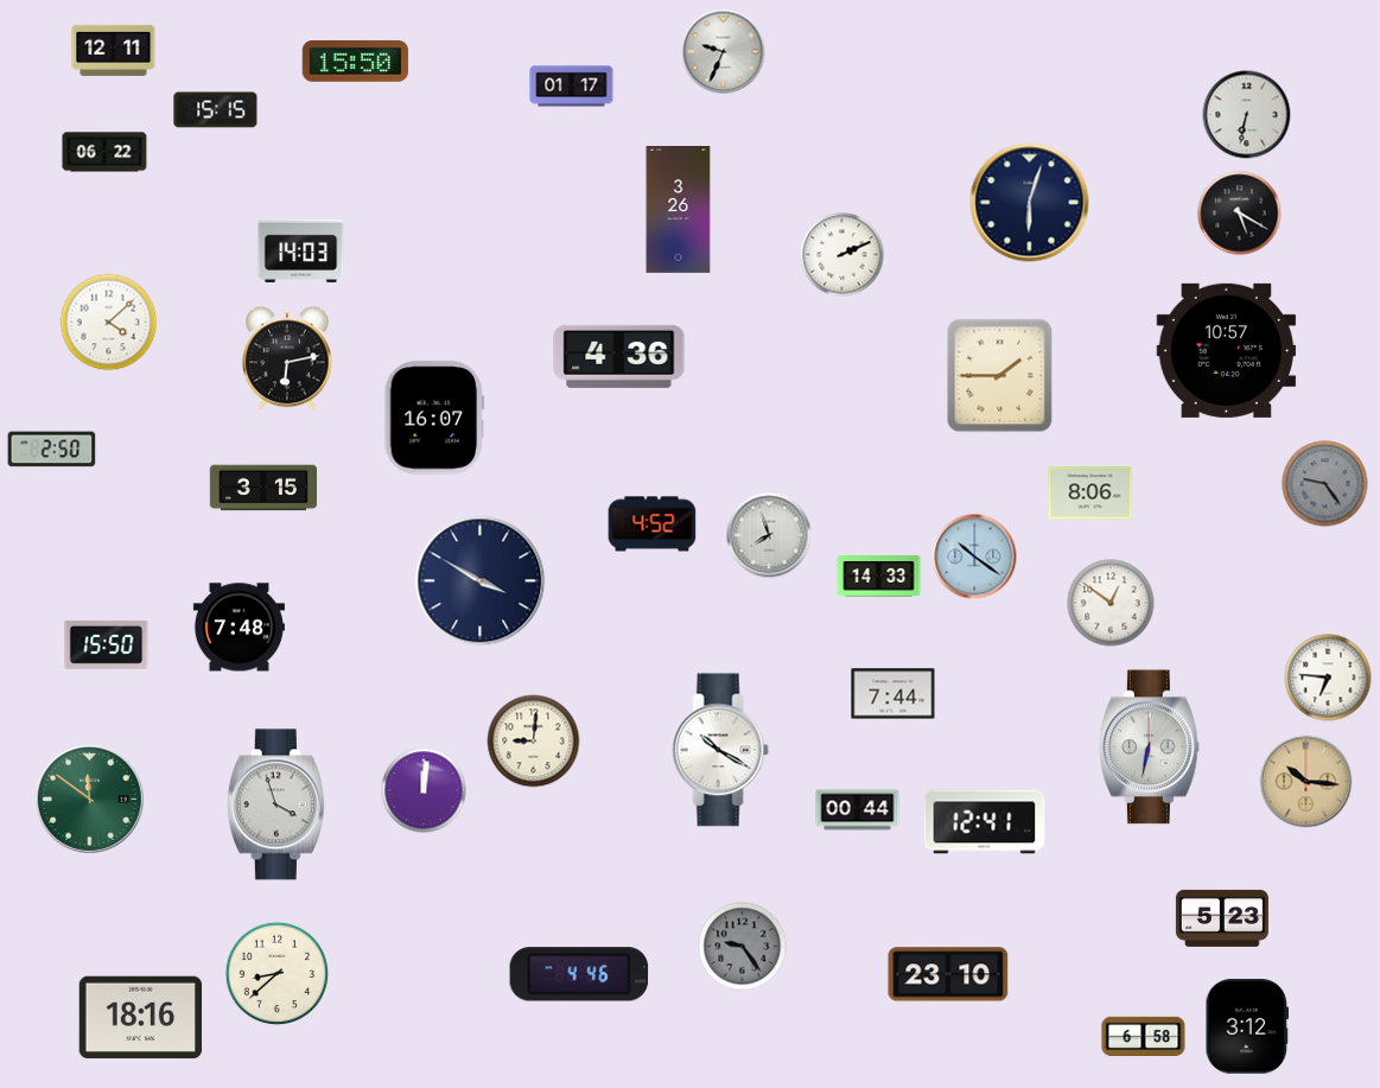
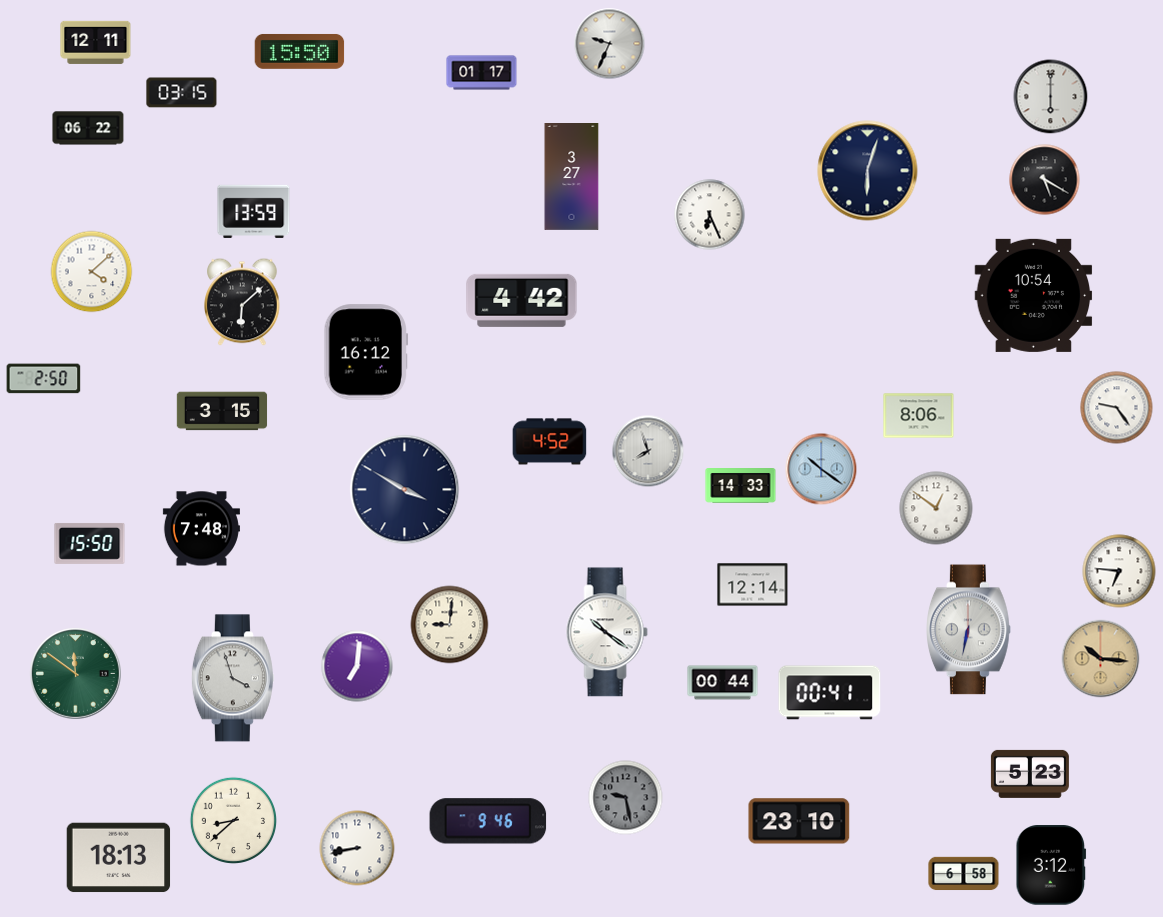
clock at (216, 110): 15:15 -> 03:15
clock at (1247, 115): 6:32 -> 6:00
clock at (679, 210): 3:26 -> 3:27
clock at (301, 250): 14:03 -> 13:59
clock at (842, 255): 2:11 -> 6:26
clock at (1227, 350): 10:57 -> 10:54
clock at (619, 356): 4:36 -> 4:42
clock at (287, 358): 6:13 -> 6:08
clock at (1000, 376): 1:45 -> none
clock at (434, 418): 16:07 -> 16:12
clock at (1325, 484) dial: grey -> white
clock at (893, 694): 7:44 -> 12:14
clock at (720, 750): 10:20 -> 10:21
clock at (424, 790): 12:01 -> 7:01
clock at (985, 822): 12:41 -> 00:41
clock at (743, 947): 9:24 -> 9:28
clock at (579, 974): 4:46 -> 9:46
clock at (357, 848): none -> 8:43
clock at (141, 1018): 18:16 -> 18:13
